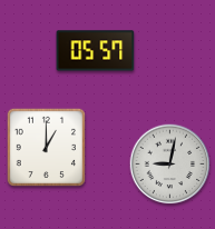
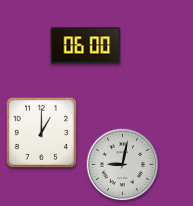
clock at (96, 51): 05:57 -> 06:00
clock at (170, 165) position: (170, 165) -> (123, 165)
